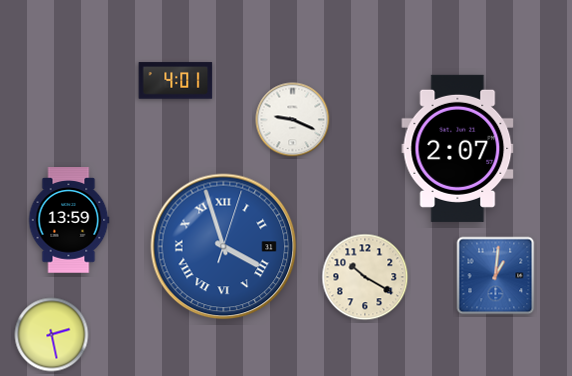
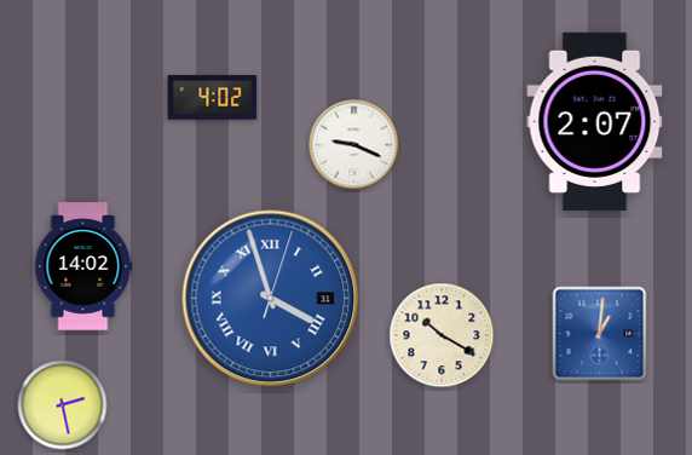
clock at (176, 81): 4:01 -> 4:02
clock at (458, 148) position: (458, 148) -> (595, 121)
clock at (69, 220): 13:59 -> 14:02
